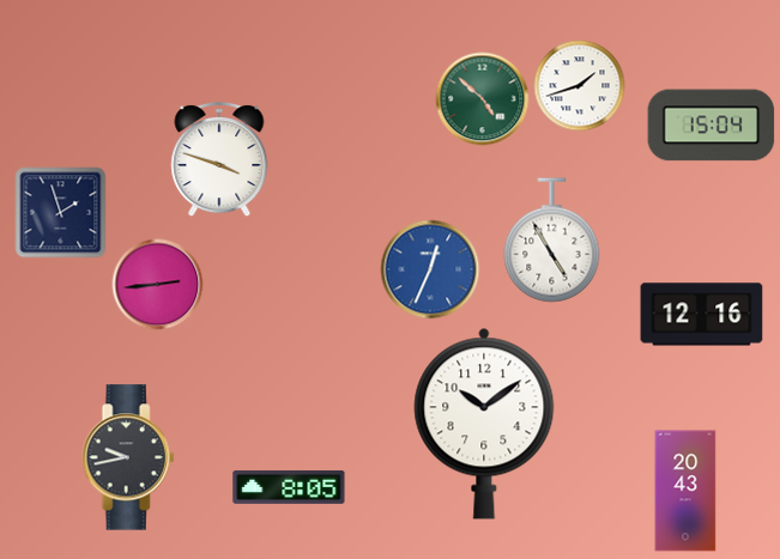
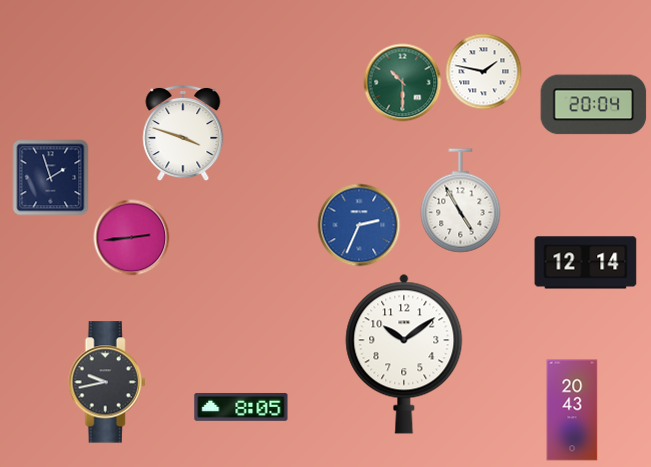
clock at (580, 86): 1:42 -> 1:47
clock at (483, 99): 4:52 -> 10:30
clock at (712, 126): 15:04 -> 20:04
clock at (430, 269): 12:34 -> 2:34
clock at (702, 315): 12:16 -> 12:14
